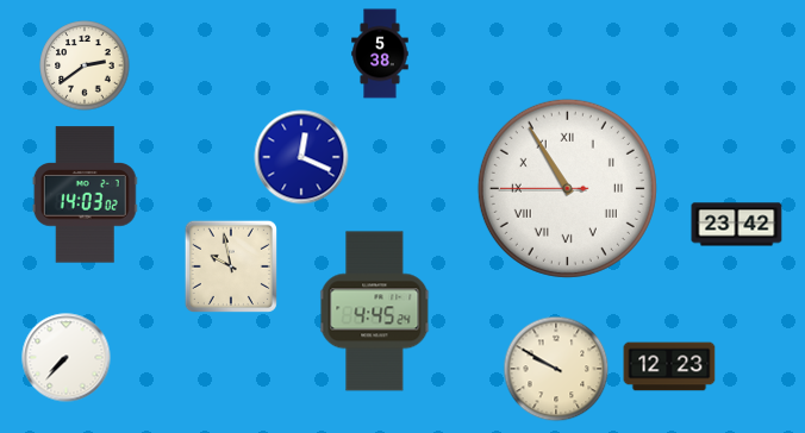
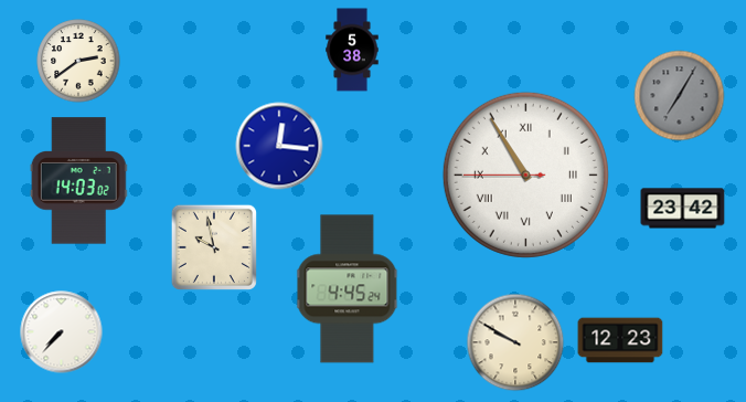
clock at (680, 96): none -> 7:05
clock at (301, 157): 12:19 -> 12:16
